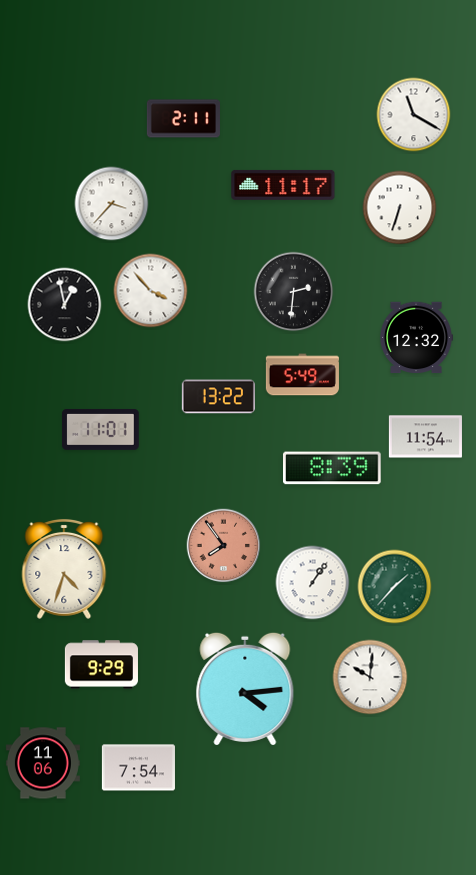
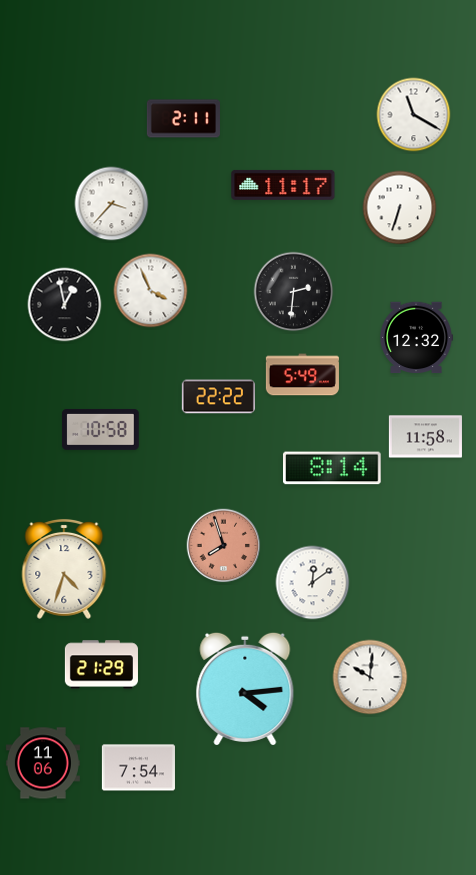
clock at (151, 291): 3:53 -> 3:56
clock at (218, 397): 13:22 -> 22:22
clock at (101, 429): 11:01 -> 10:58
clock at (425, 437): 11:54 -> 11:58
clock at (333, 468): 8:39 -> 8:14
clock at (224, 546): 7:54 -> 7:57
clock at (313, 583): 1:06 -> 12:09
clock at (395, 587): 1:37 -> none
clock at (101, 665): 9:29 -> 21:29
